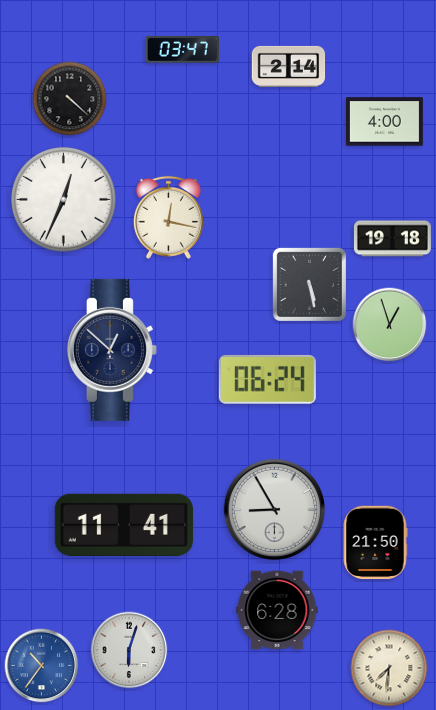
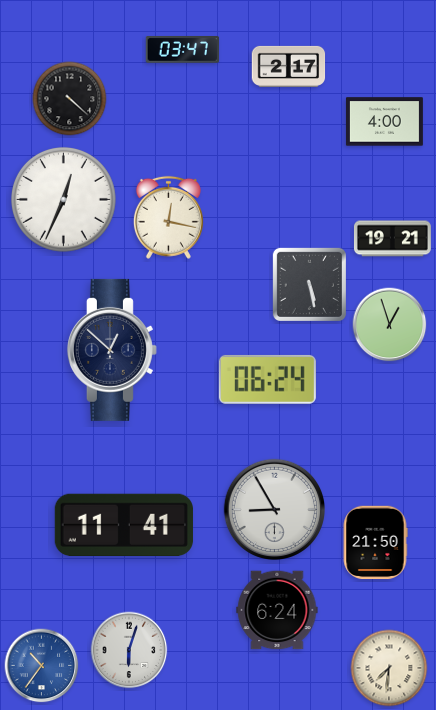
clock at (289, 66): 2:14 -> 2:17
clock at (392, 239): 19:18 -> 19:21
clock at (277, 610): 6:28 -> 6:24
